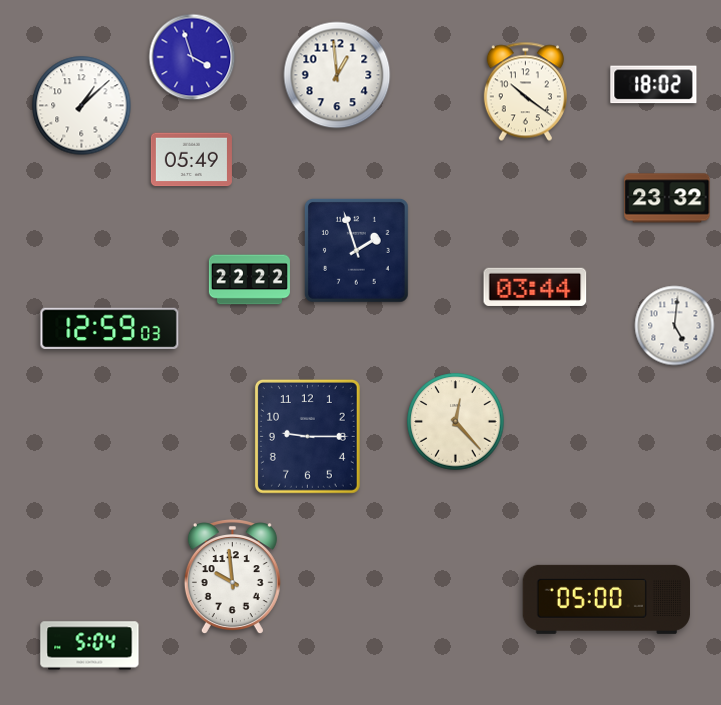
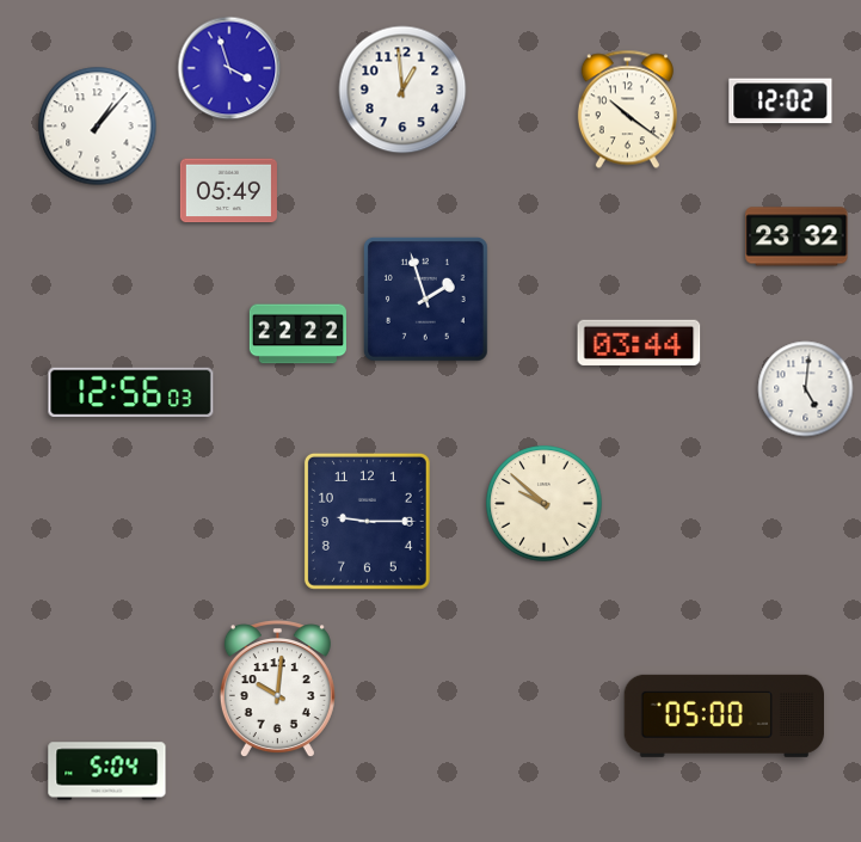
clock at (654, 85): 18:02 -> 12:02
clock at (82, 106): 1:08 -> 1:07
clock at (110, 328): 12:59 -> 12:56
clock at (456, 422): 12:23 -> 9:52
clock at (232, 577): 9:59 -> 10:01
